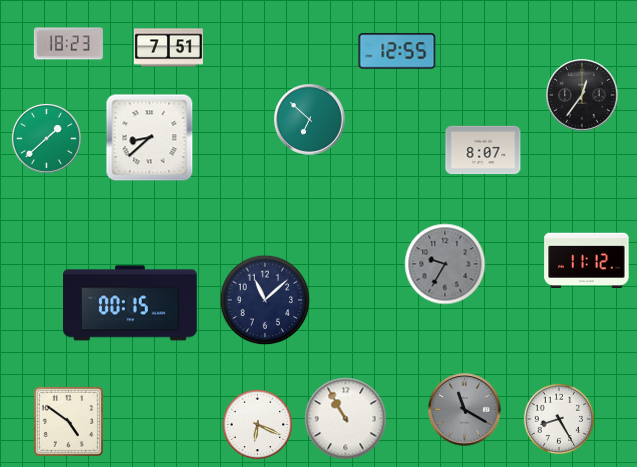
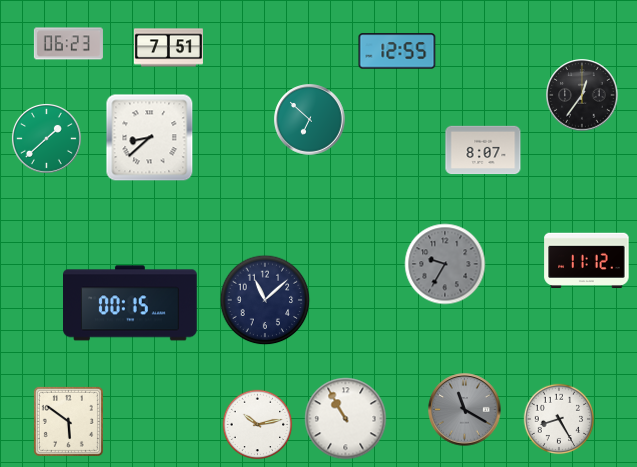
clock at (68, 44): 18:23 -> 06:23
clock at (68, 421): 4:51 -> 5:51
clock at (258, 425): 6:19 -> 10:13
